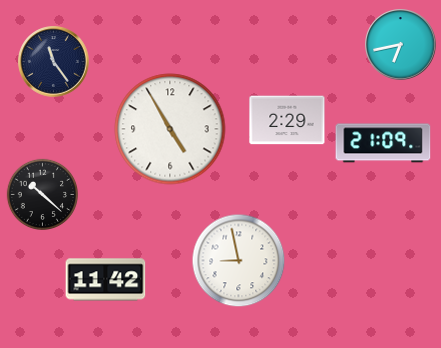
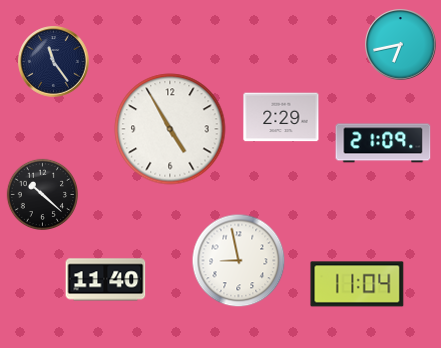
clock at (287, 120) position: (287, 120) -> (281, 117)
clock at (106, 280): 11:42 -> 11:40
clock at (357, 284): none -> 11:04
